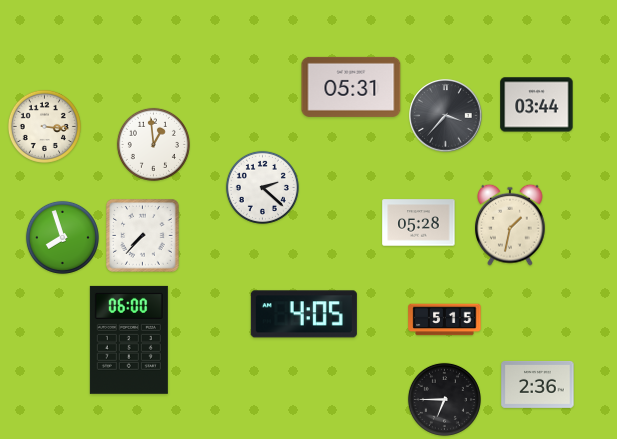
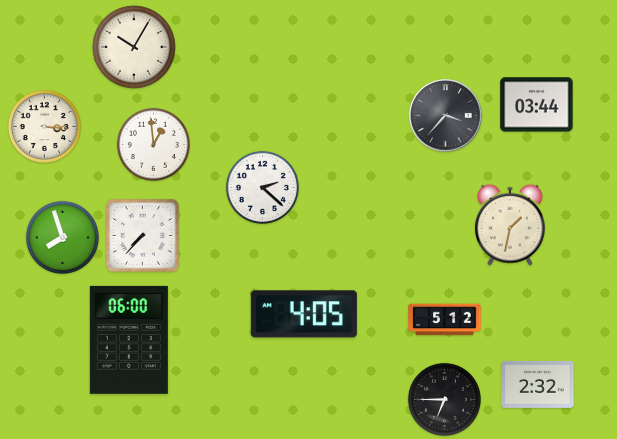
clock at (134, 47): none -> 10:05
clock at (351, 87): 05:31 -> none
clock at (419, 223): 05:28 -> none
clock at (445, 320): 5:15 -> 5:12
clock at (538, 384): 2:36 -> 2:32
